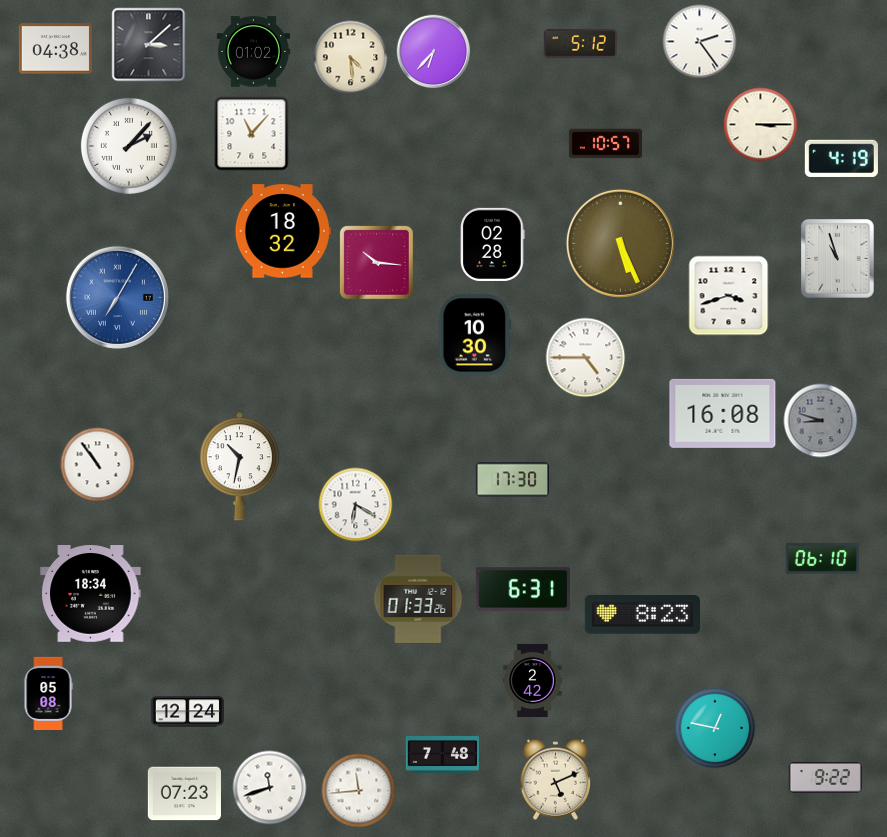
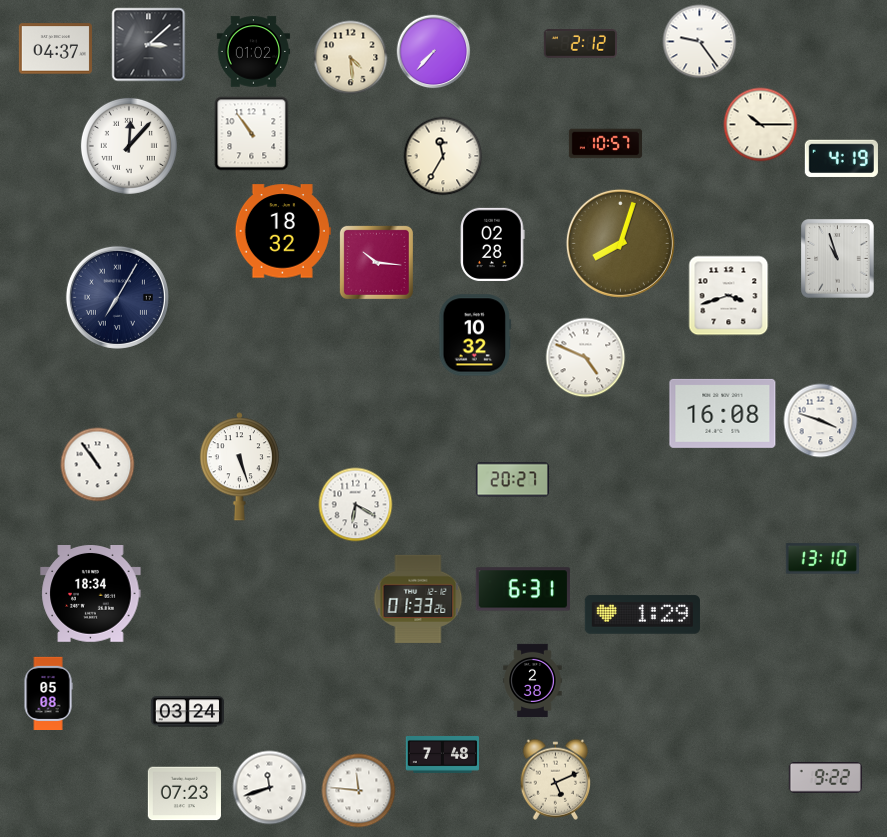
clock at (700, 42): 2:24 -> 9:24
clock at (580, 44): 5:12 -> 2:12
clock at (55, 49): 04:38 -> 04:37
clock at (434, 52): 6:37 -> 7:37
clock at (761, 125): 3:15 -> 10:15
clock at (252, 134): 11:07 -> 10:54
clock at (129, 146): 2:07 -> 12:07
clock at (443, 156): none -> 11:35
clock at (620, 243): 5:26 -> 8:03
clock at (117, 297) dial: blue -> navy
clock at (475, 335): 10:30 -> 10:32
clock at (586, 358): 4:45 -> 4:49
clock at (821, 421): 8:48 -> 3:48
clock at (821, 421) dial: grey -> white
clock at (239, 467): 10:32 -> 5:27
clock at (512, 480): 17:30 -> 20:27
clock at (822, 559): 06:10 -> 13:10
clock at (642, 615): 8:23 -> 1:29
clock at (533, 680): 2:42 -> 2:38
clock at (187, 712): 12:24 -> 03:24
clock at (715, 728): 12:47 -> none
clock at (359, 791): 11:44 -> 11:46
